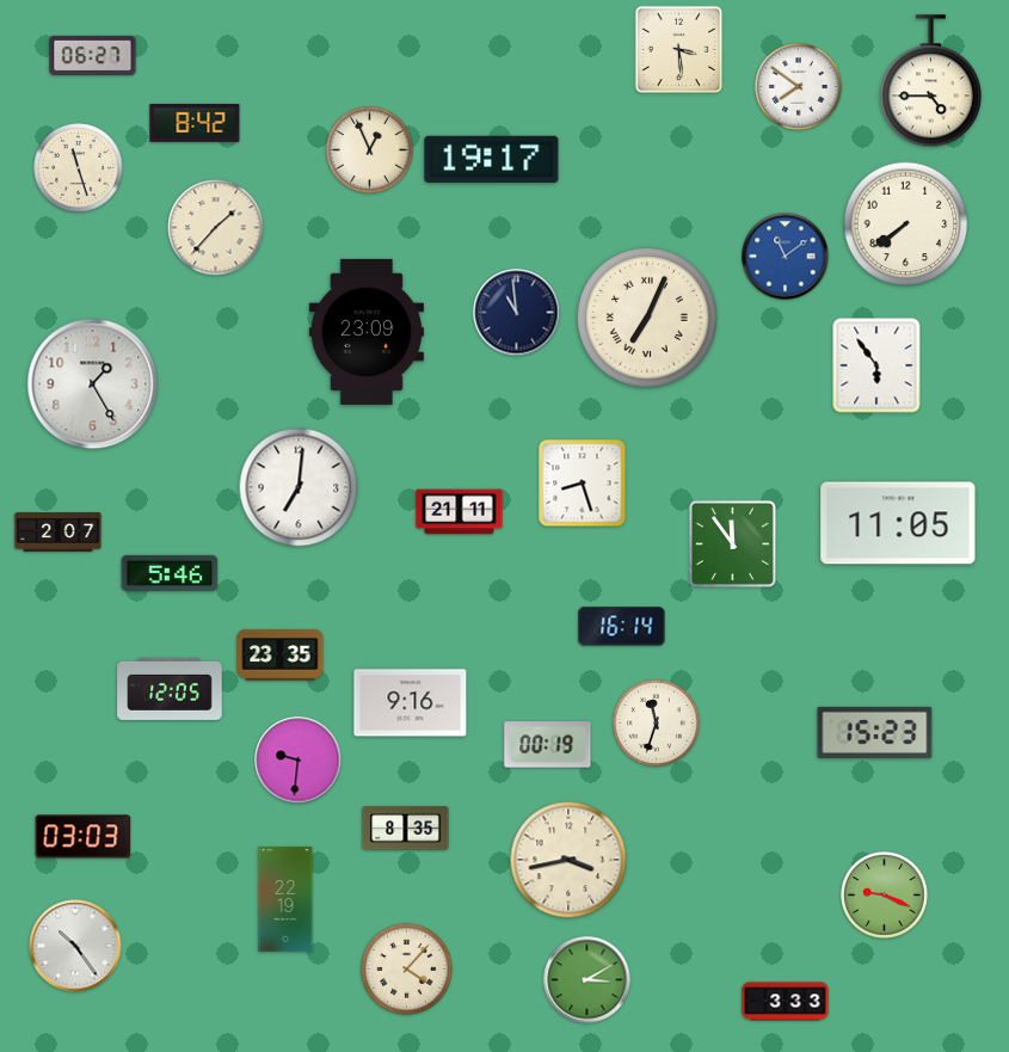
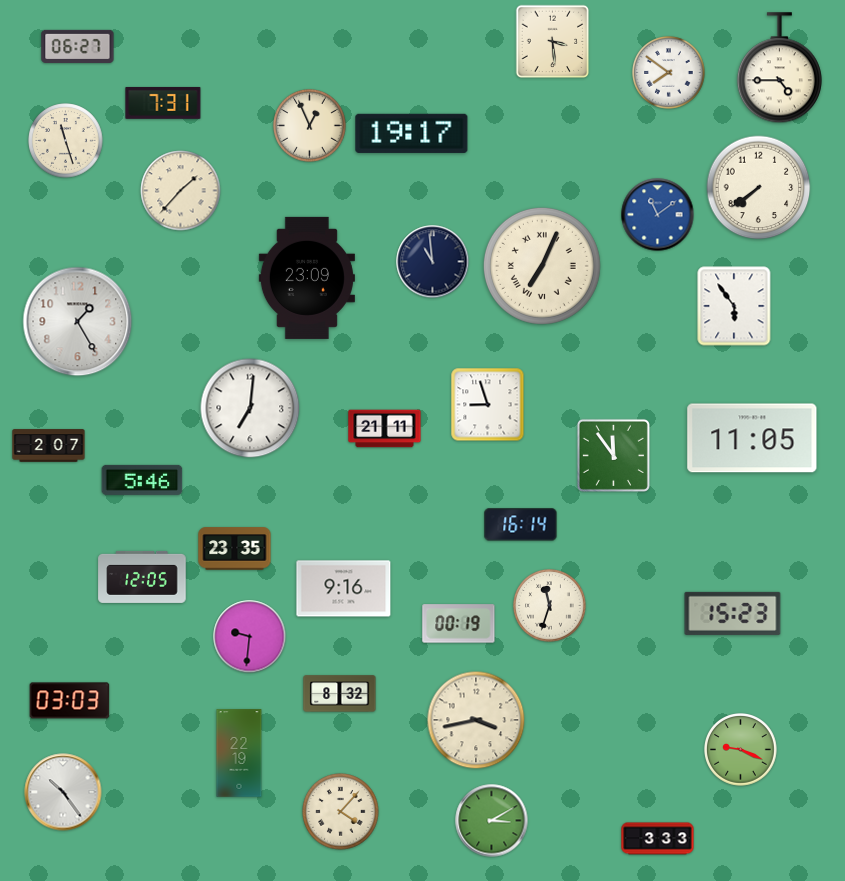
clock at (679, 50) position: (679, 50) -> (553, 42)
clock at (195, 123): 8:42 -> 7:31
clock at (583, 484): 8:27 -> 8:57
clock at (406, 829): 8:35 -> 8:32
